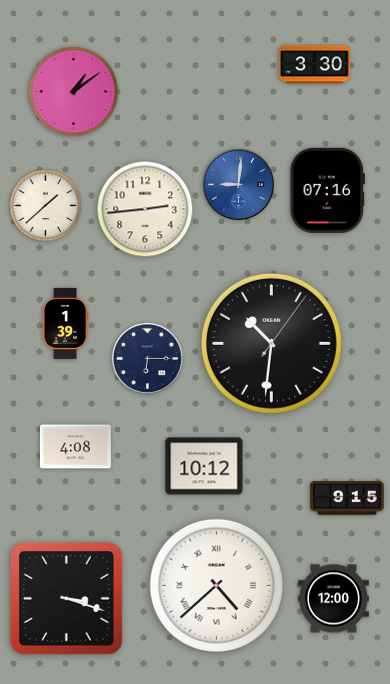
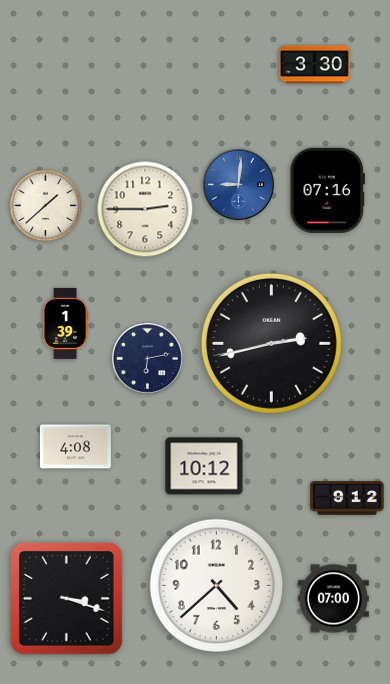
clock at (74, 92): 1:09 -> none
clock at (145, 209): 2:44 -> 2:45
clock at (271, 343): 10:31 -> 2:42
clock at (147, 358): 6:15 -> 6:13
clock at (347, 498): 9:15 -> 9:12
clock at (216, 585) numerals: Roman -> Arabic
clock at (333, 599): 12:00 -> 07:00
